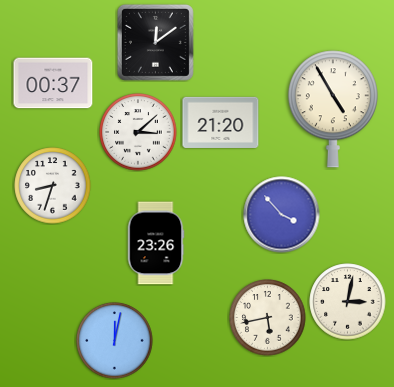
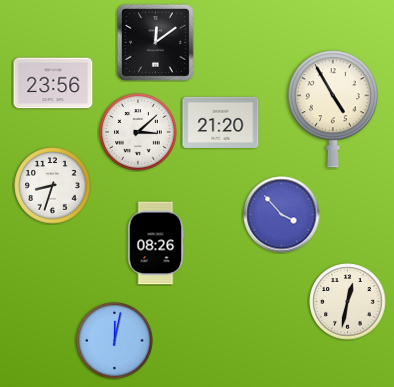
clock at (53, 83): 00:37 -> 23:56
clock at (156, 243): 23:26 -> 08:26
clock at (348, 302): 3:02 -> 12:32
clock at (268, 318): 5:43 -> none
